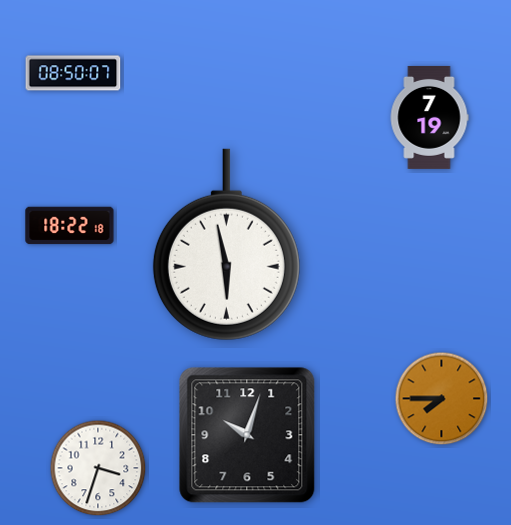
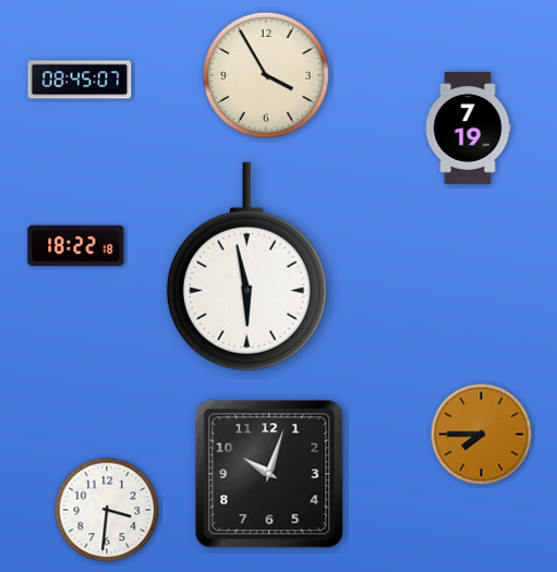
clock at (266, 75): none -> 3:55
clock at (73, 73): 08:50 -> 08:45
clock at (98, 468): 3:33 -> 3:31
